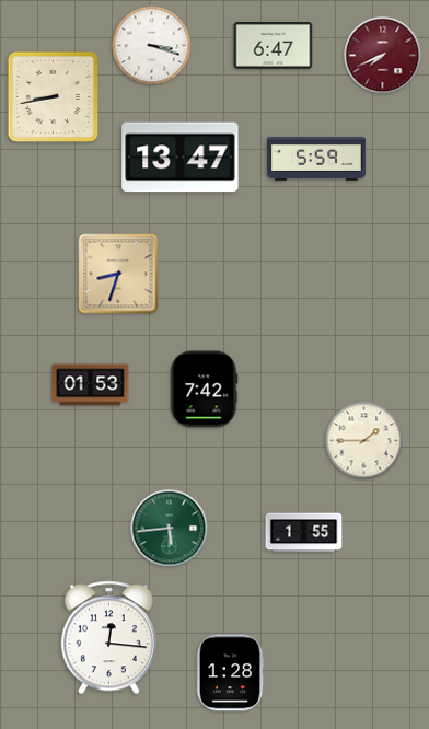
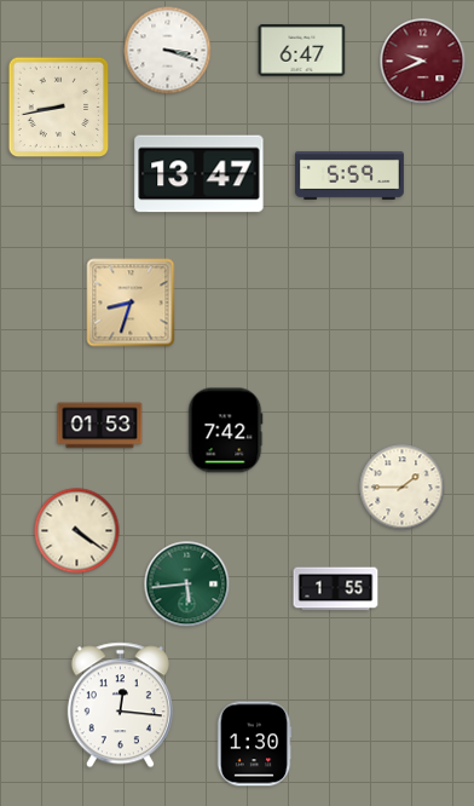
clock at (383, 56): 7:41 -> 9:41
clock at (77, 531): none -> 4:21
clock at (230, 673): 1:28 -> 1:30
